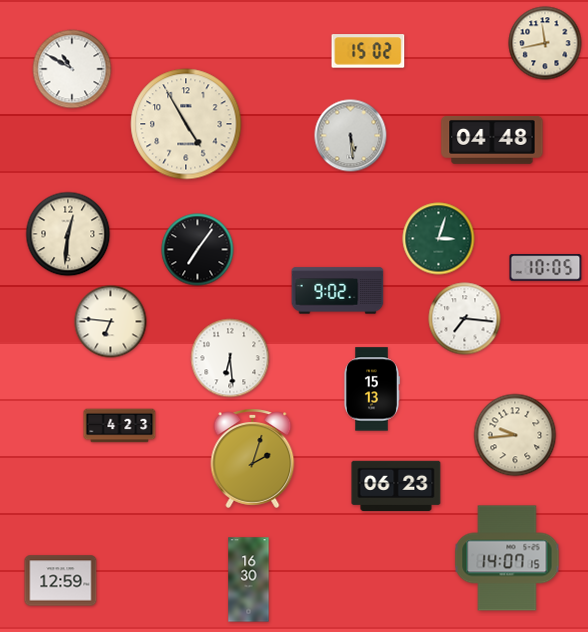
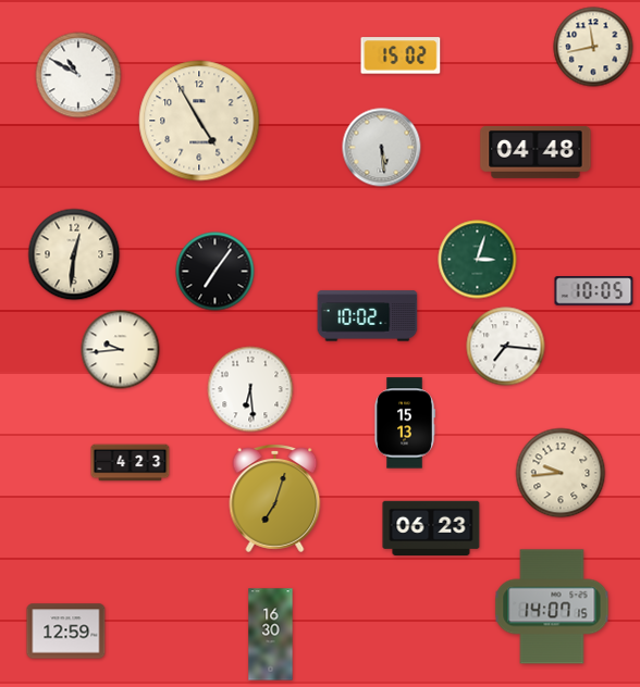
clock at (186, 124) position: (186, 124) -> (199, 121)
clock at (338, 291): 9:02 -> 10:02
clock at (111, 322): 6:46 -> 9:44
clock at (253, 459): 2:03 -> 7:03
clock at (249, 580) position: (249, 580) -> (271, 635)
